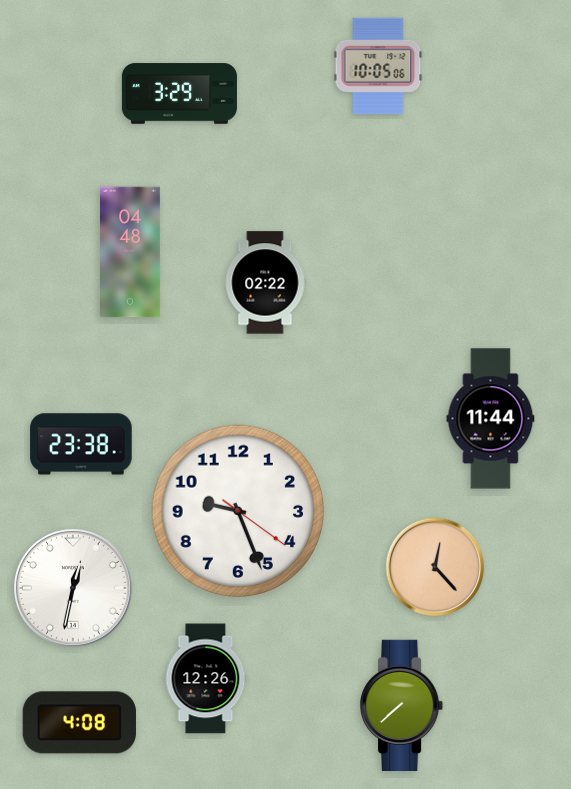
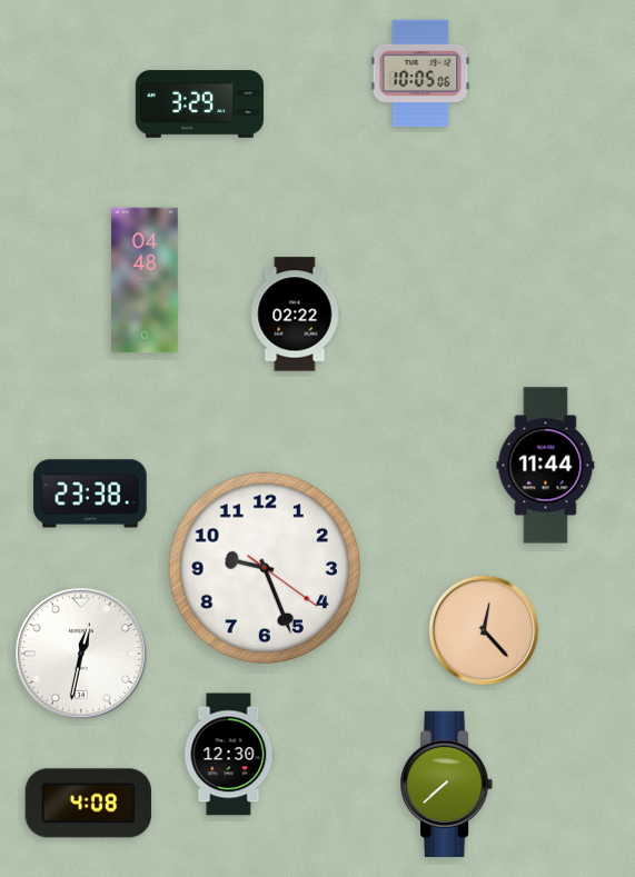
clock at (206, 679): 12:26 -> 12:30
